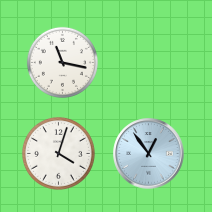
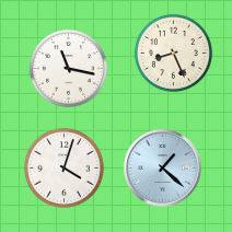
clock at (173, 53): none -> 8:26
clock at (149, 154): 12:54 -> 1:22
